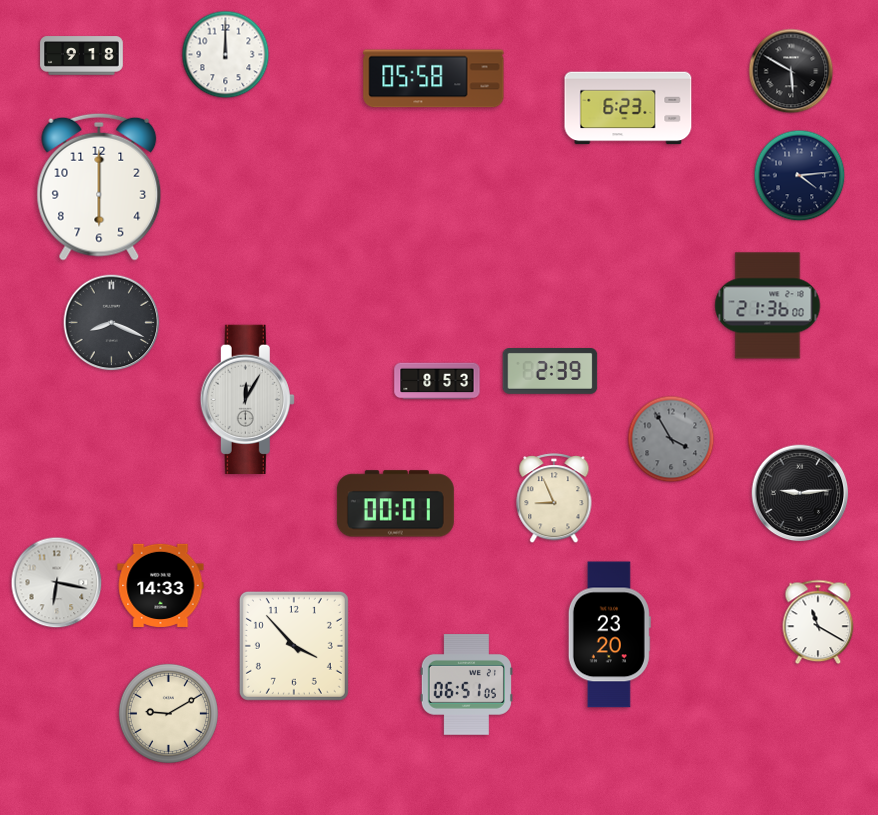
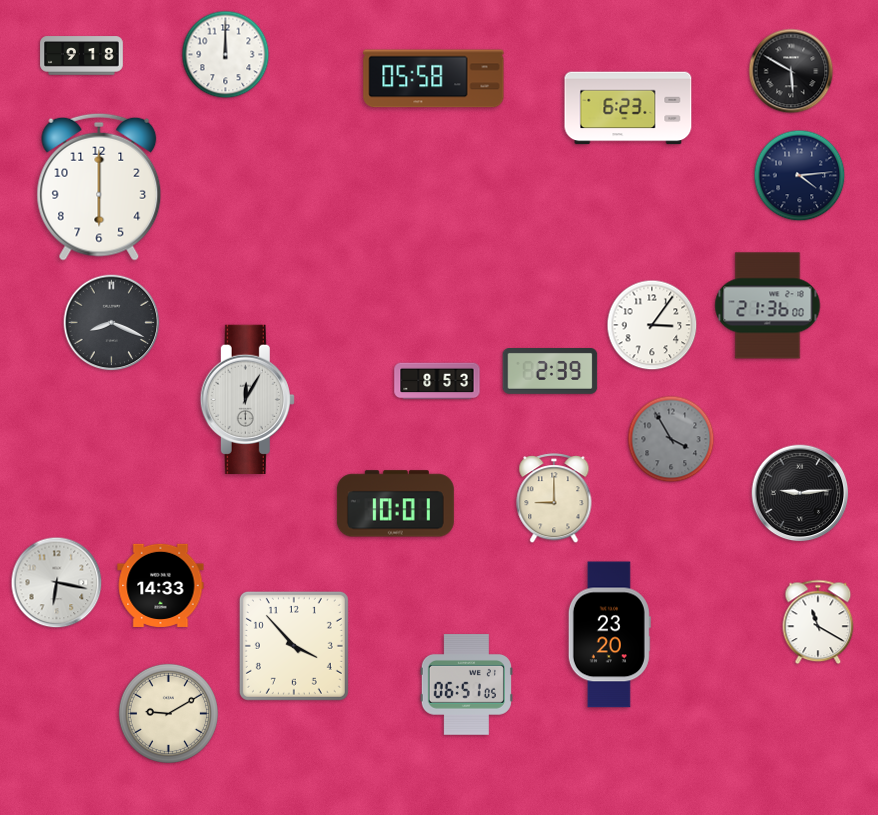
clock at (652, 325): none -> 3:06
clock at (554, 499): 8:56 -> 9:00
clock at (395, 504): 00:01 -> 10:01
